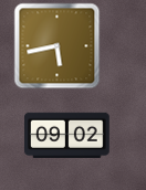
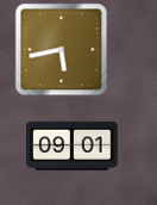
clock at (67, 135): 09:02 -> 09:01
